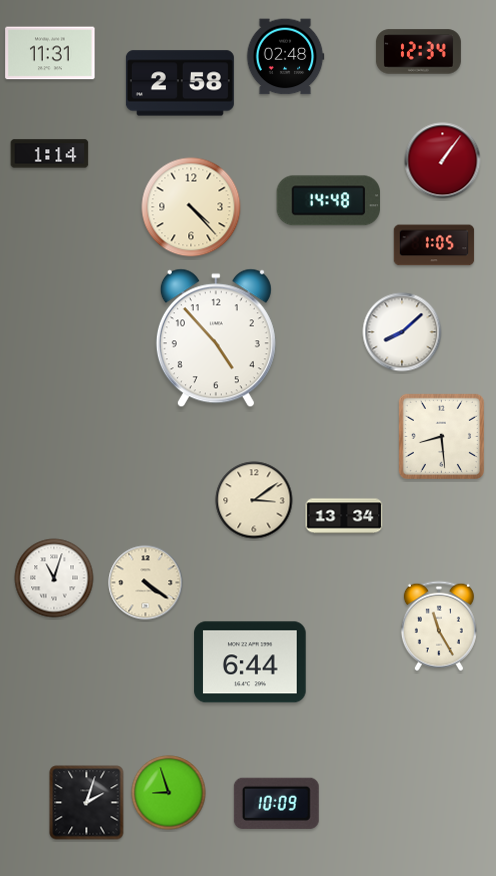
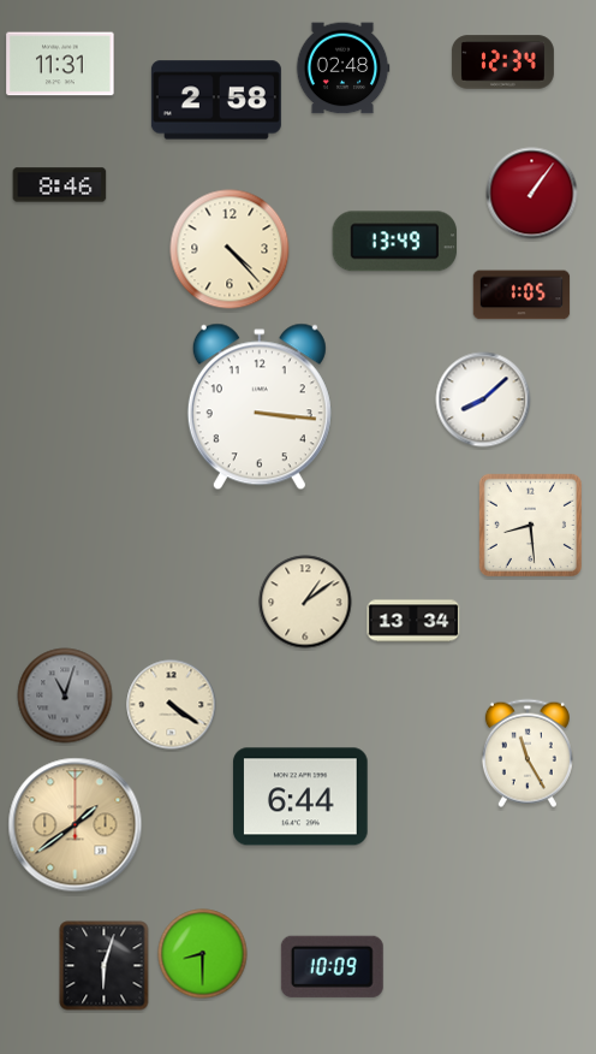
clock at (50, 154): 1:14 -> 8:46
clock at (328, 201): 14:48 -> 13:49
clock at (216, 338): 4:53 -> 3:16
clock at (254, 500): 3:09 -> 1:09
clock at (54, 578) dial: white -> grey
clock at (146, 583) position: (146, 583) -> (172, 705)
clock at (76, 825): none -> 1:39
clock at (169, 793): 8:57 -> 8:30
clock at (87, 803): 2:03 -> 6:03
